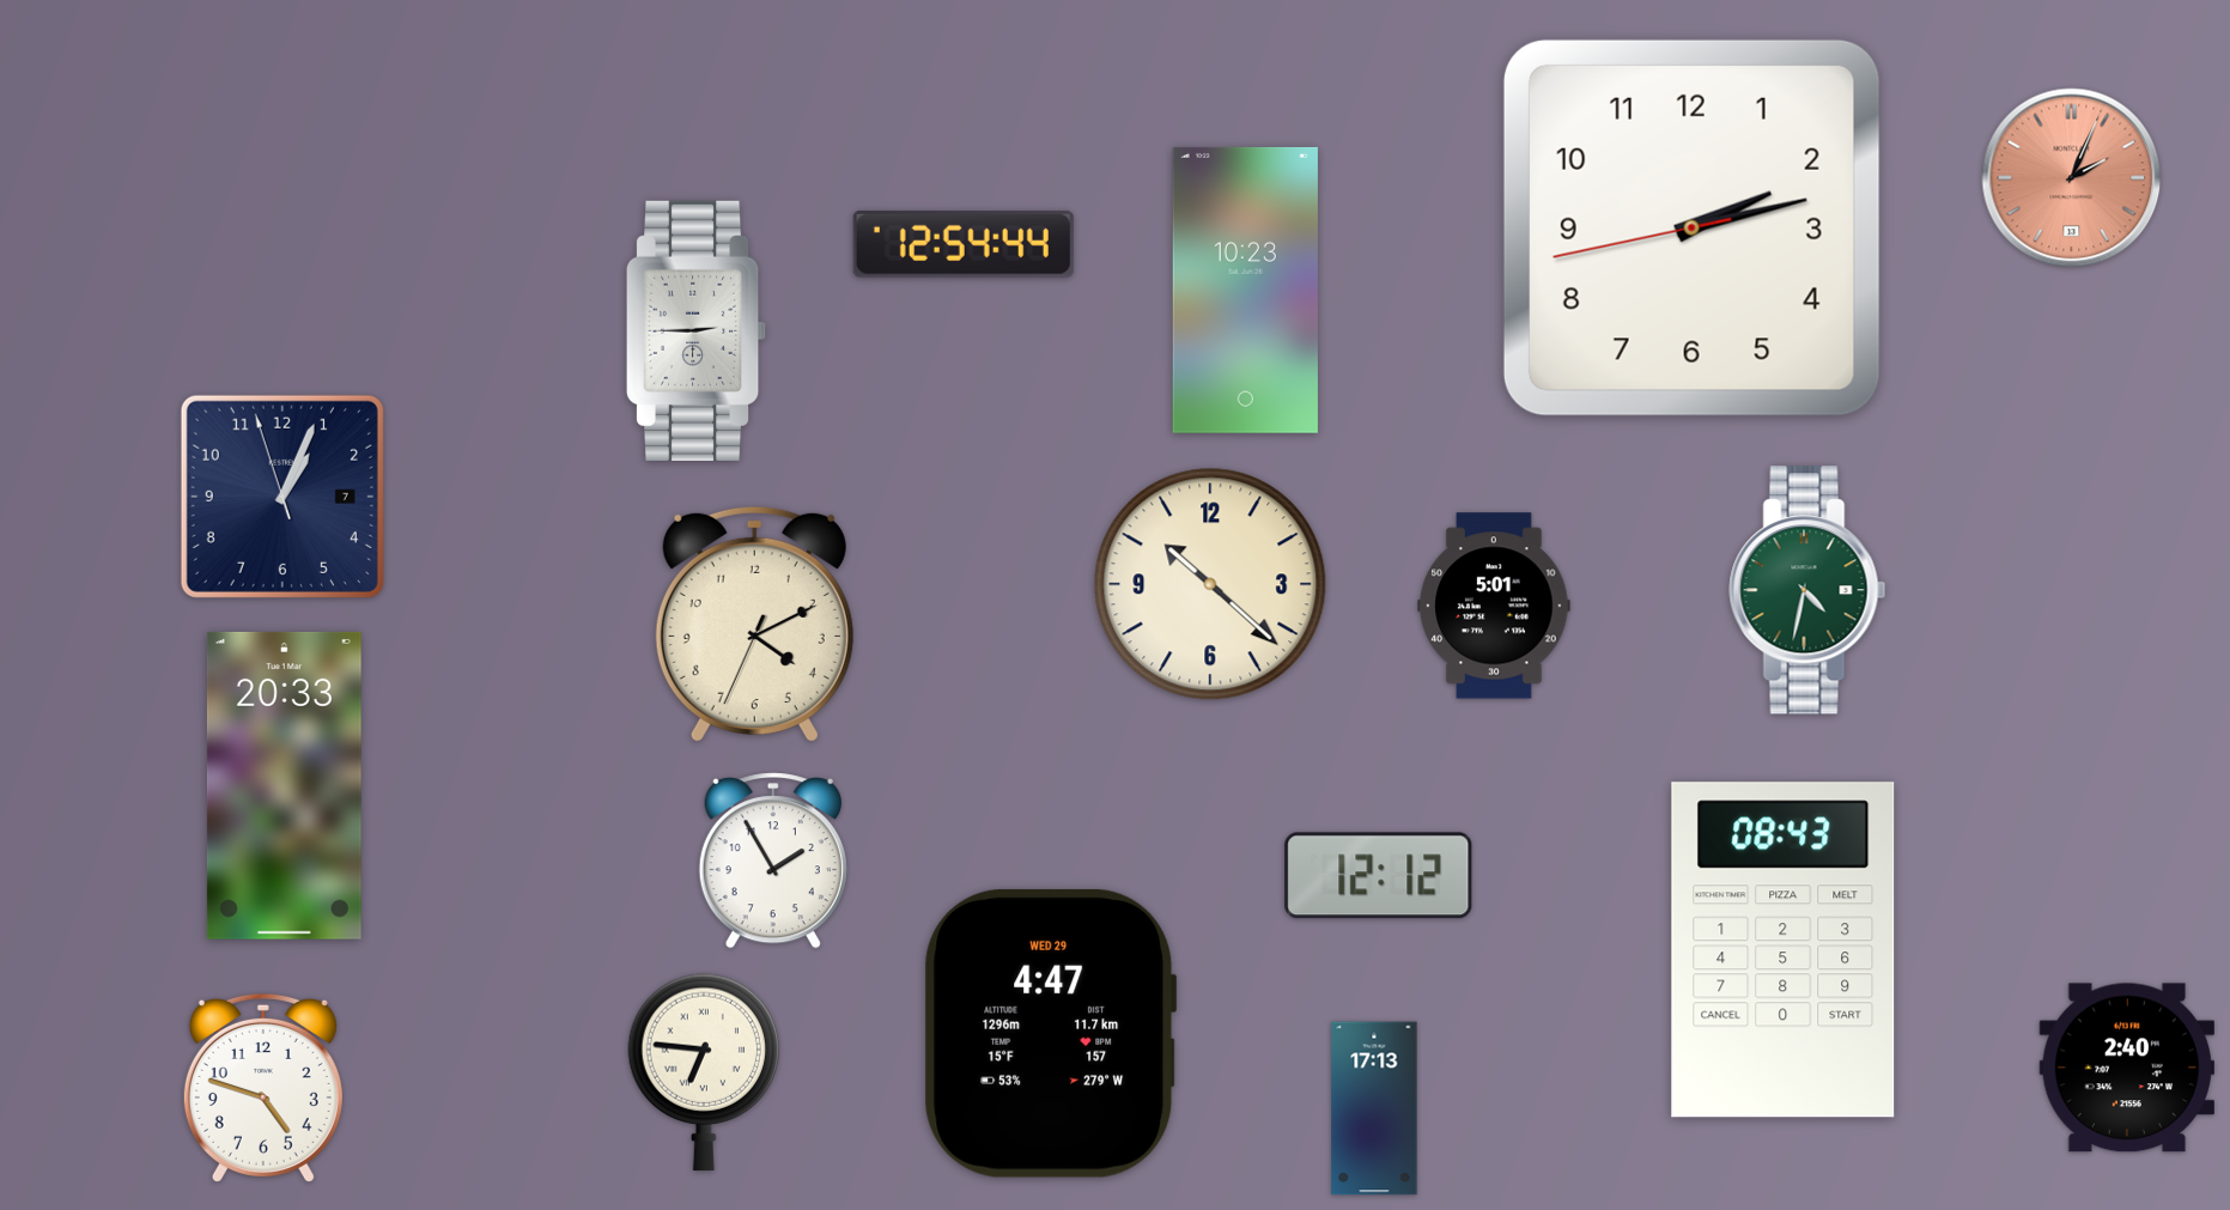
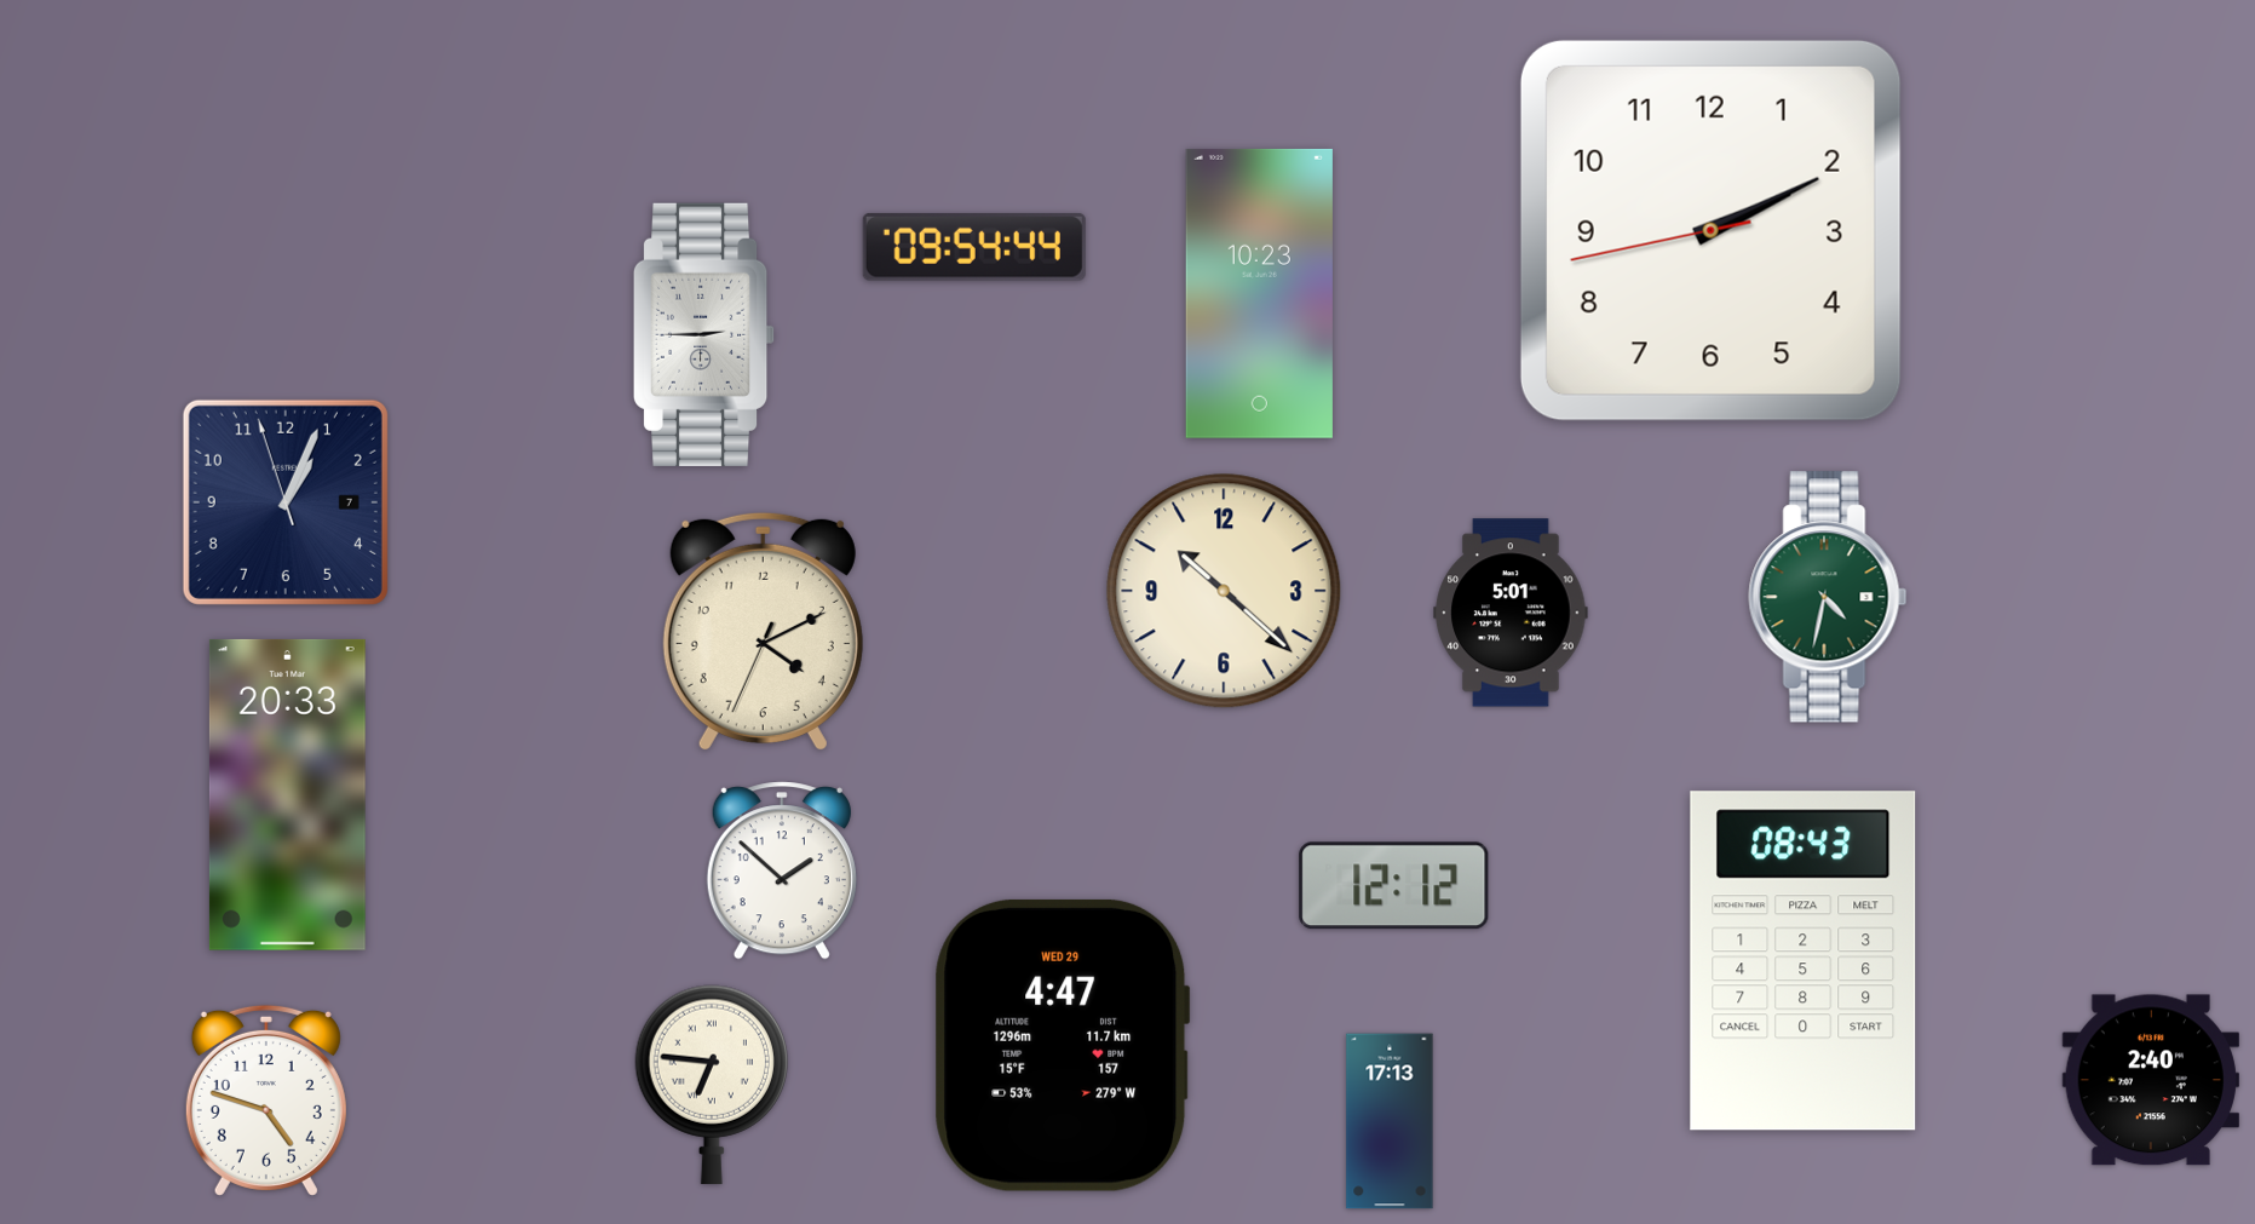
clock at (2072, 178): 2:04 -> none
clock at (1691, 227): 2:12 -> 2:10
clock at (964, 244): 12:54 -> 09:54
clock at (773, 861): 1:55 -> 1:52
